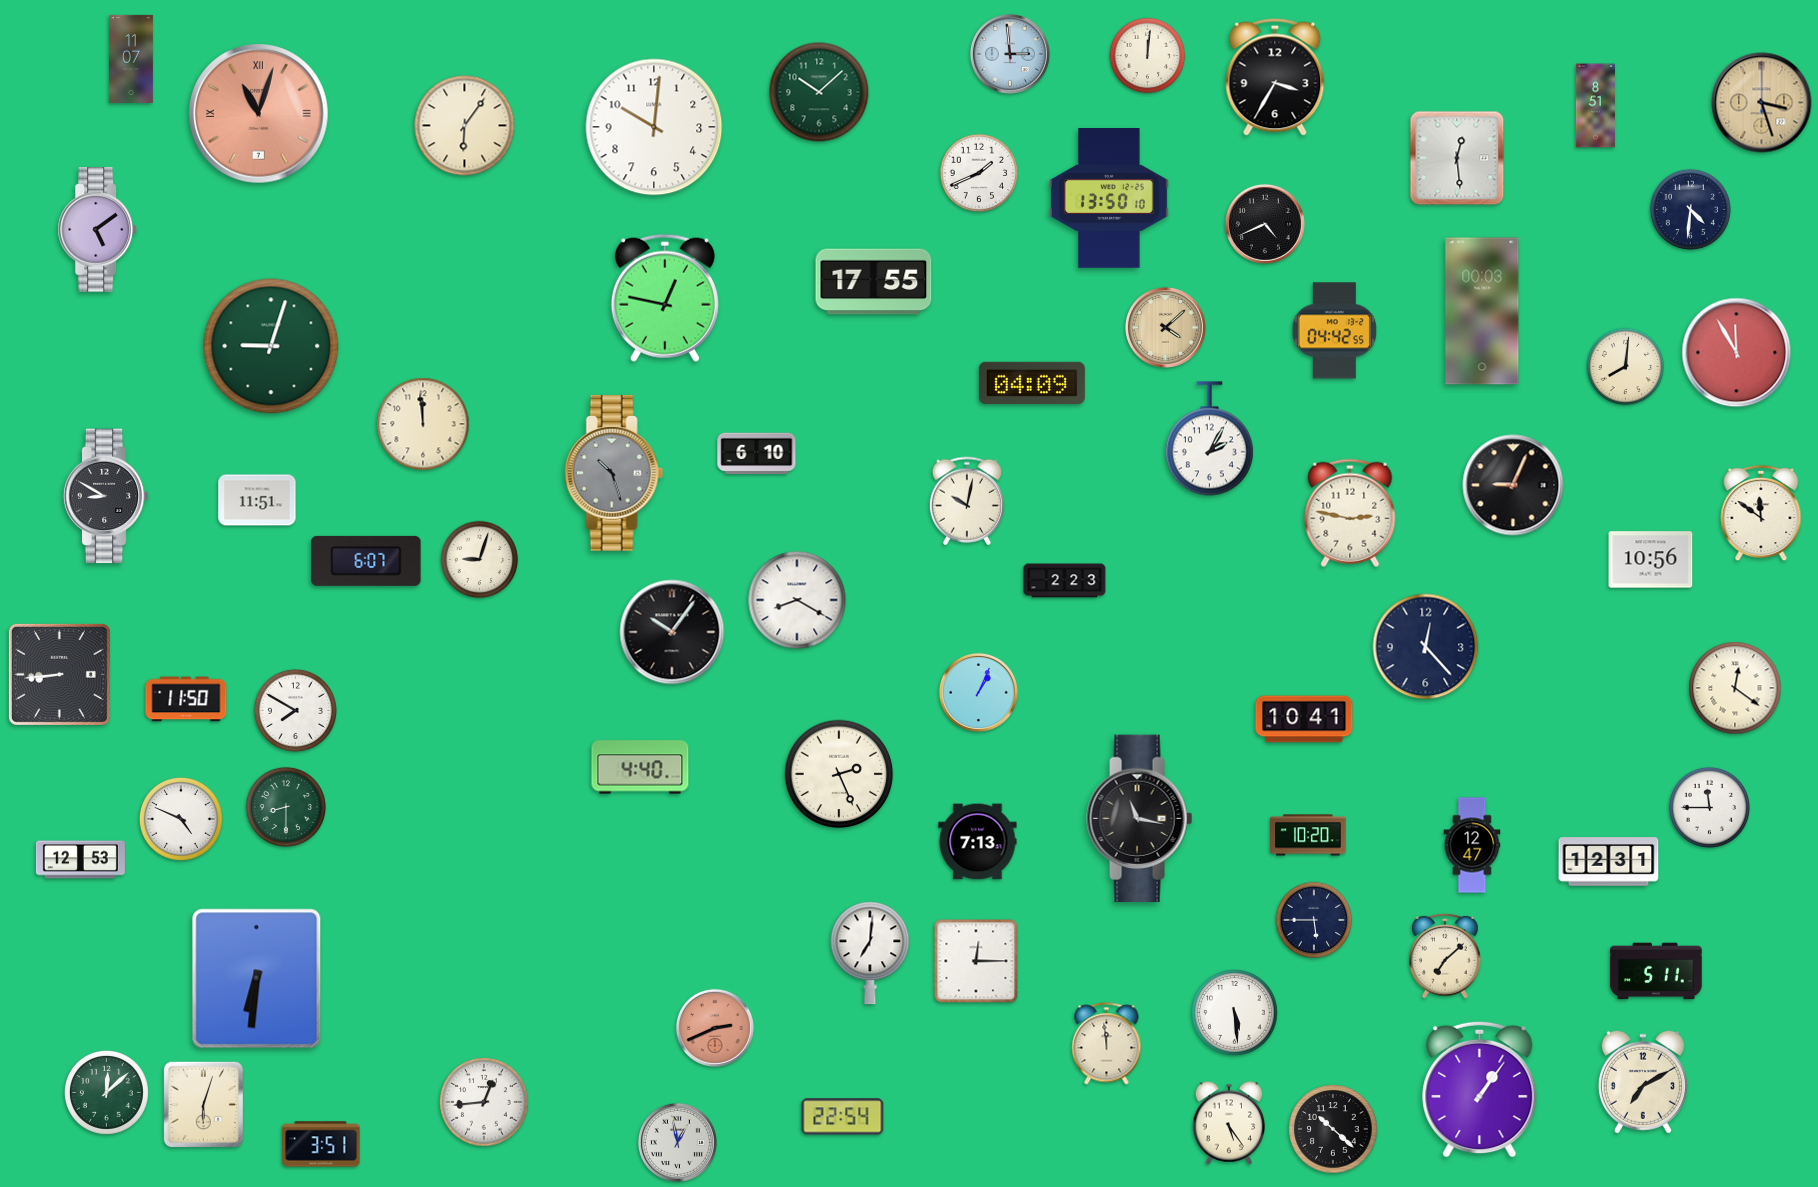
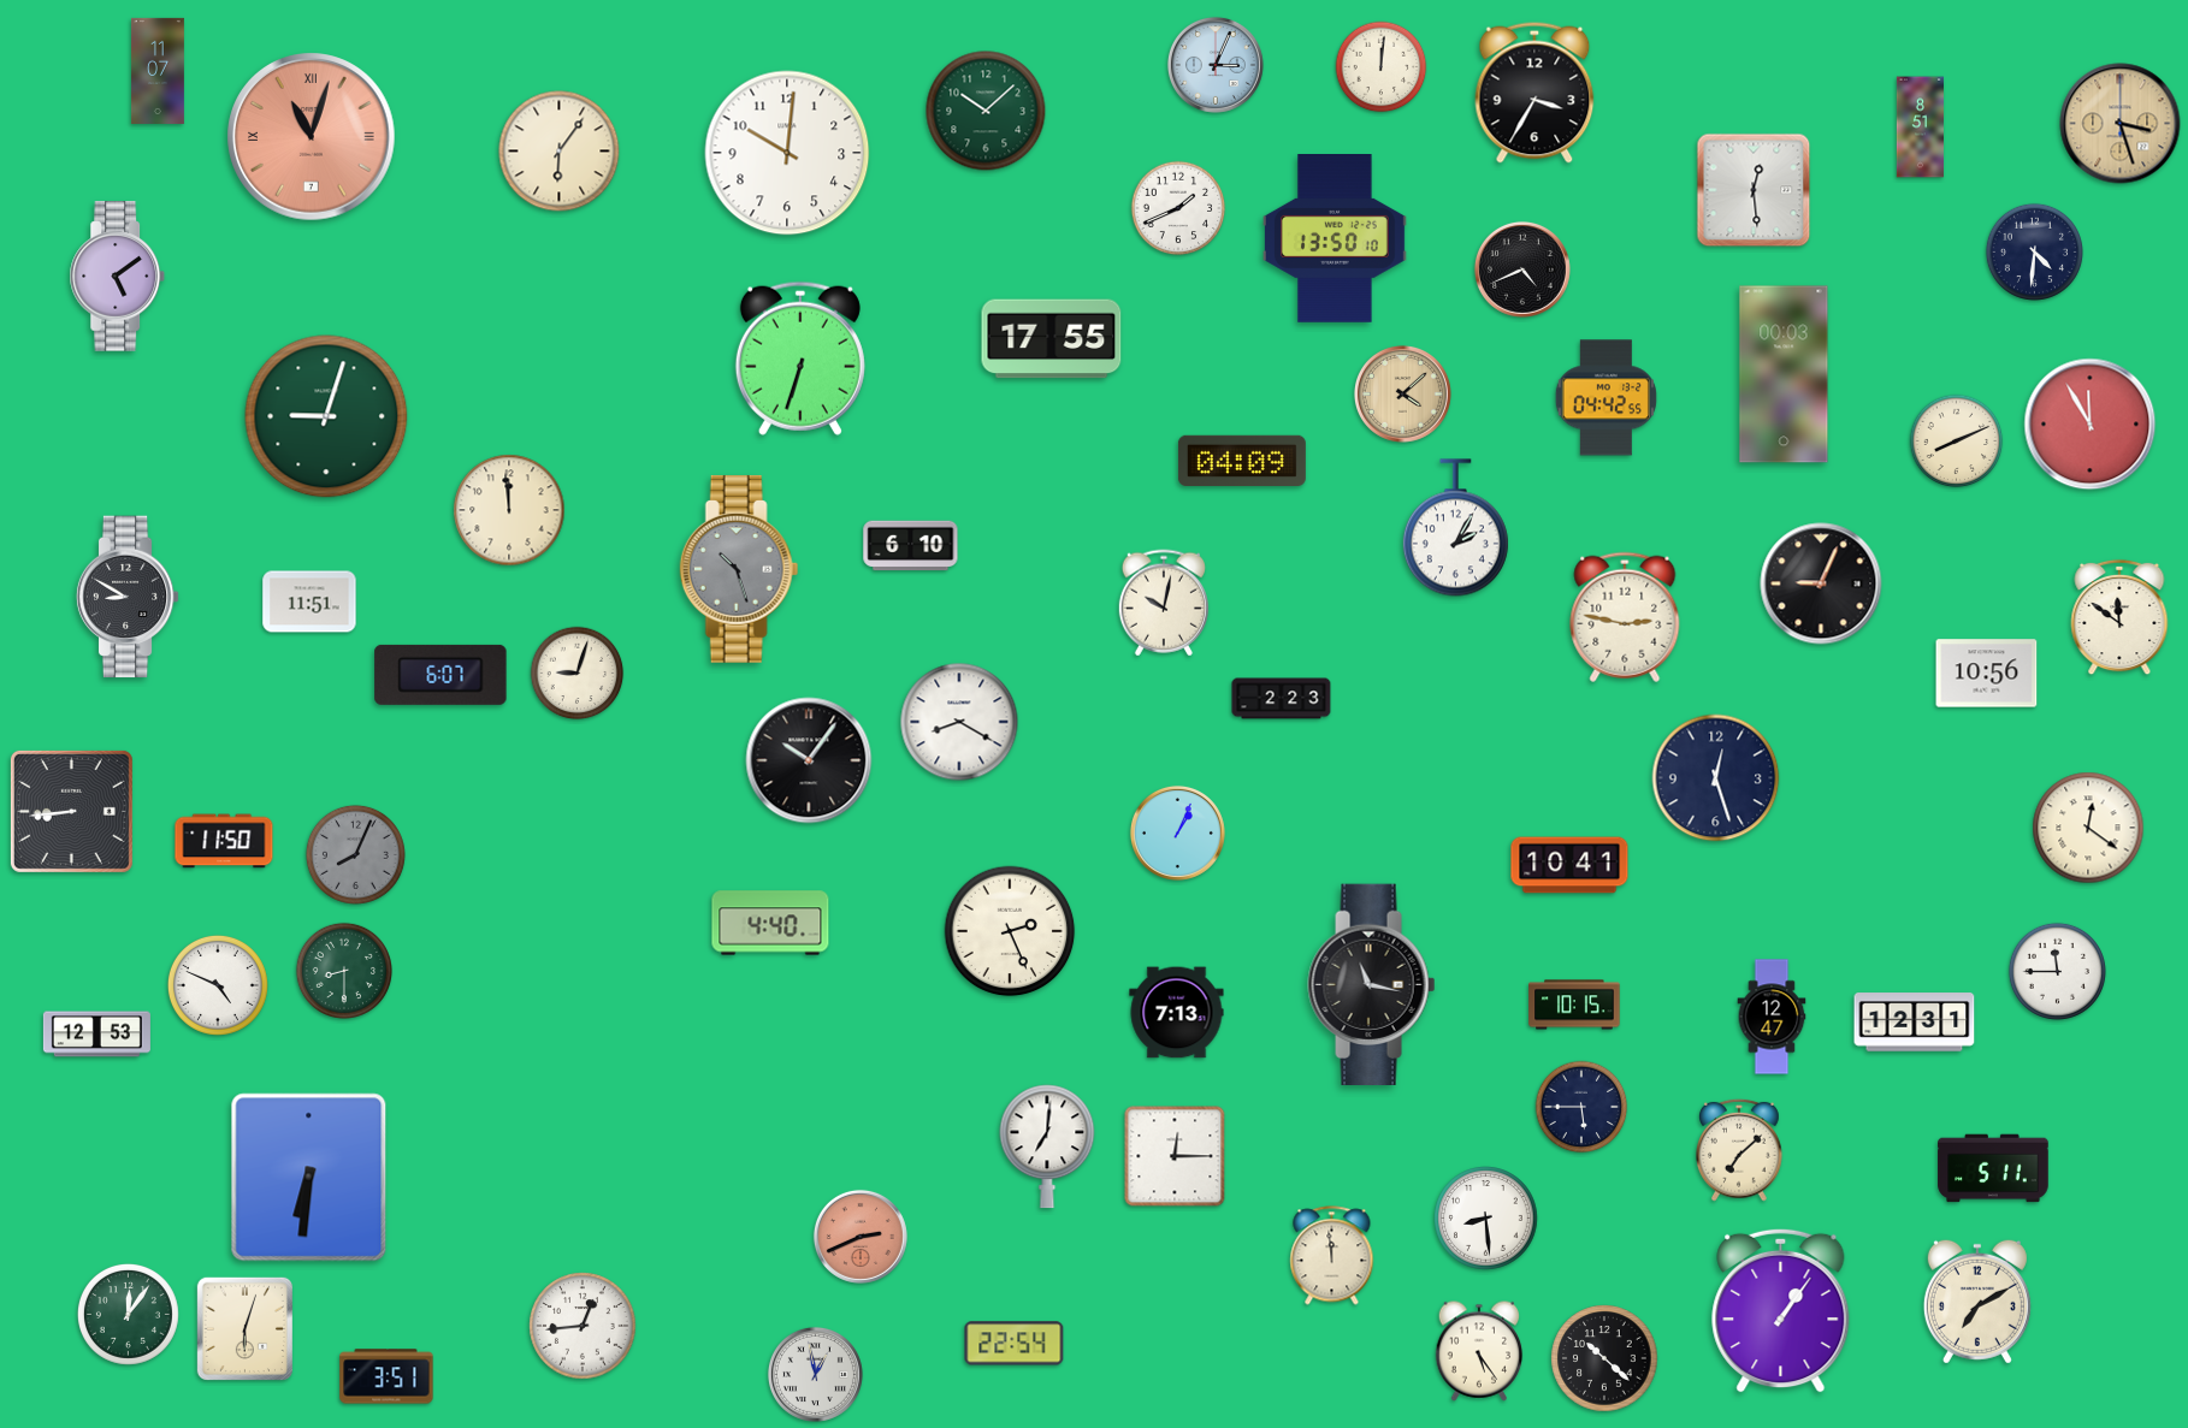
clock at (1010, 54): 2:59 -> 3:04
clock at (665, 298): 12:47 -> 6:33
clock at (1626, 367): 8:01 -> 8:11
clock at (1426, 647): 12:23 -> 12:27
clock at (295, 710): 7:50 -> 8:04
clock at (295, 710) dial: white -> grey
clock at (1308, 835): 10:20 -> 10:15
clock at (1609, 862) position: (1609, 862) -> (1915, 1023)
clock at (1235, 1013): 5:29 -> 8:29
clock at (106, 1092): 12:08 -> 12:06
